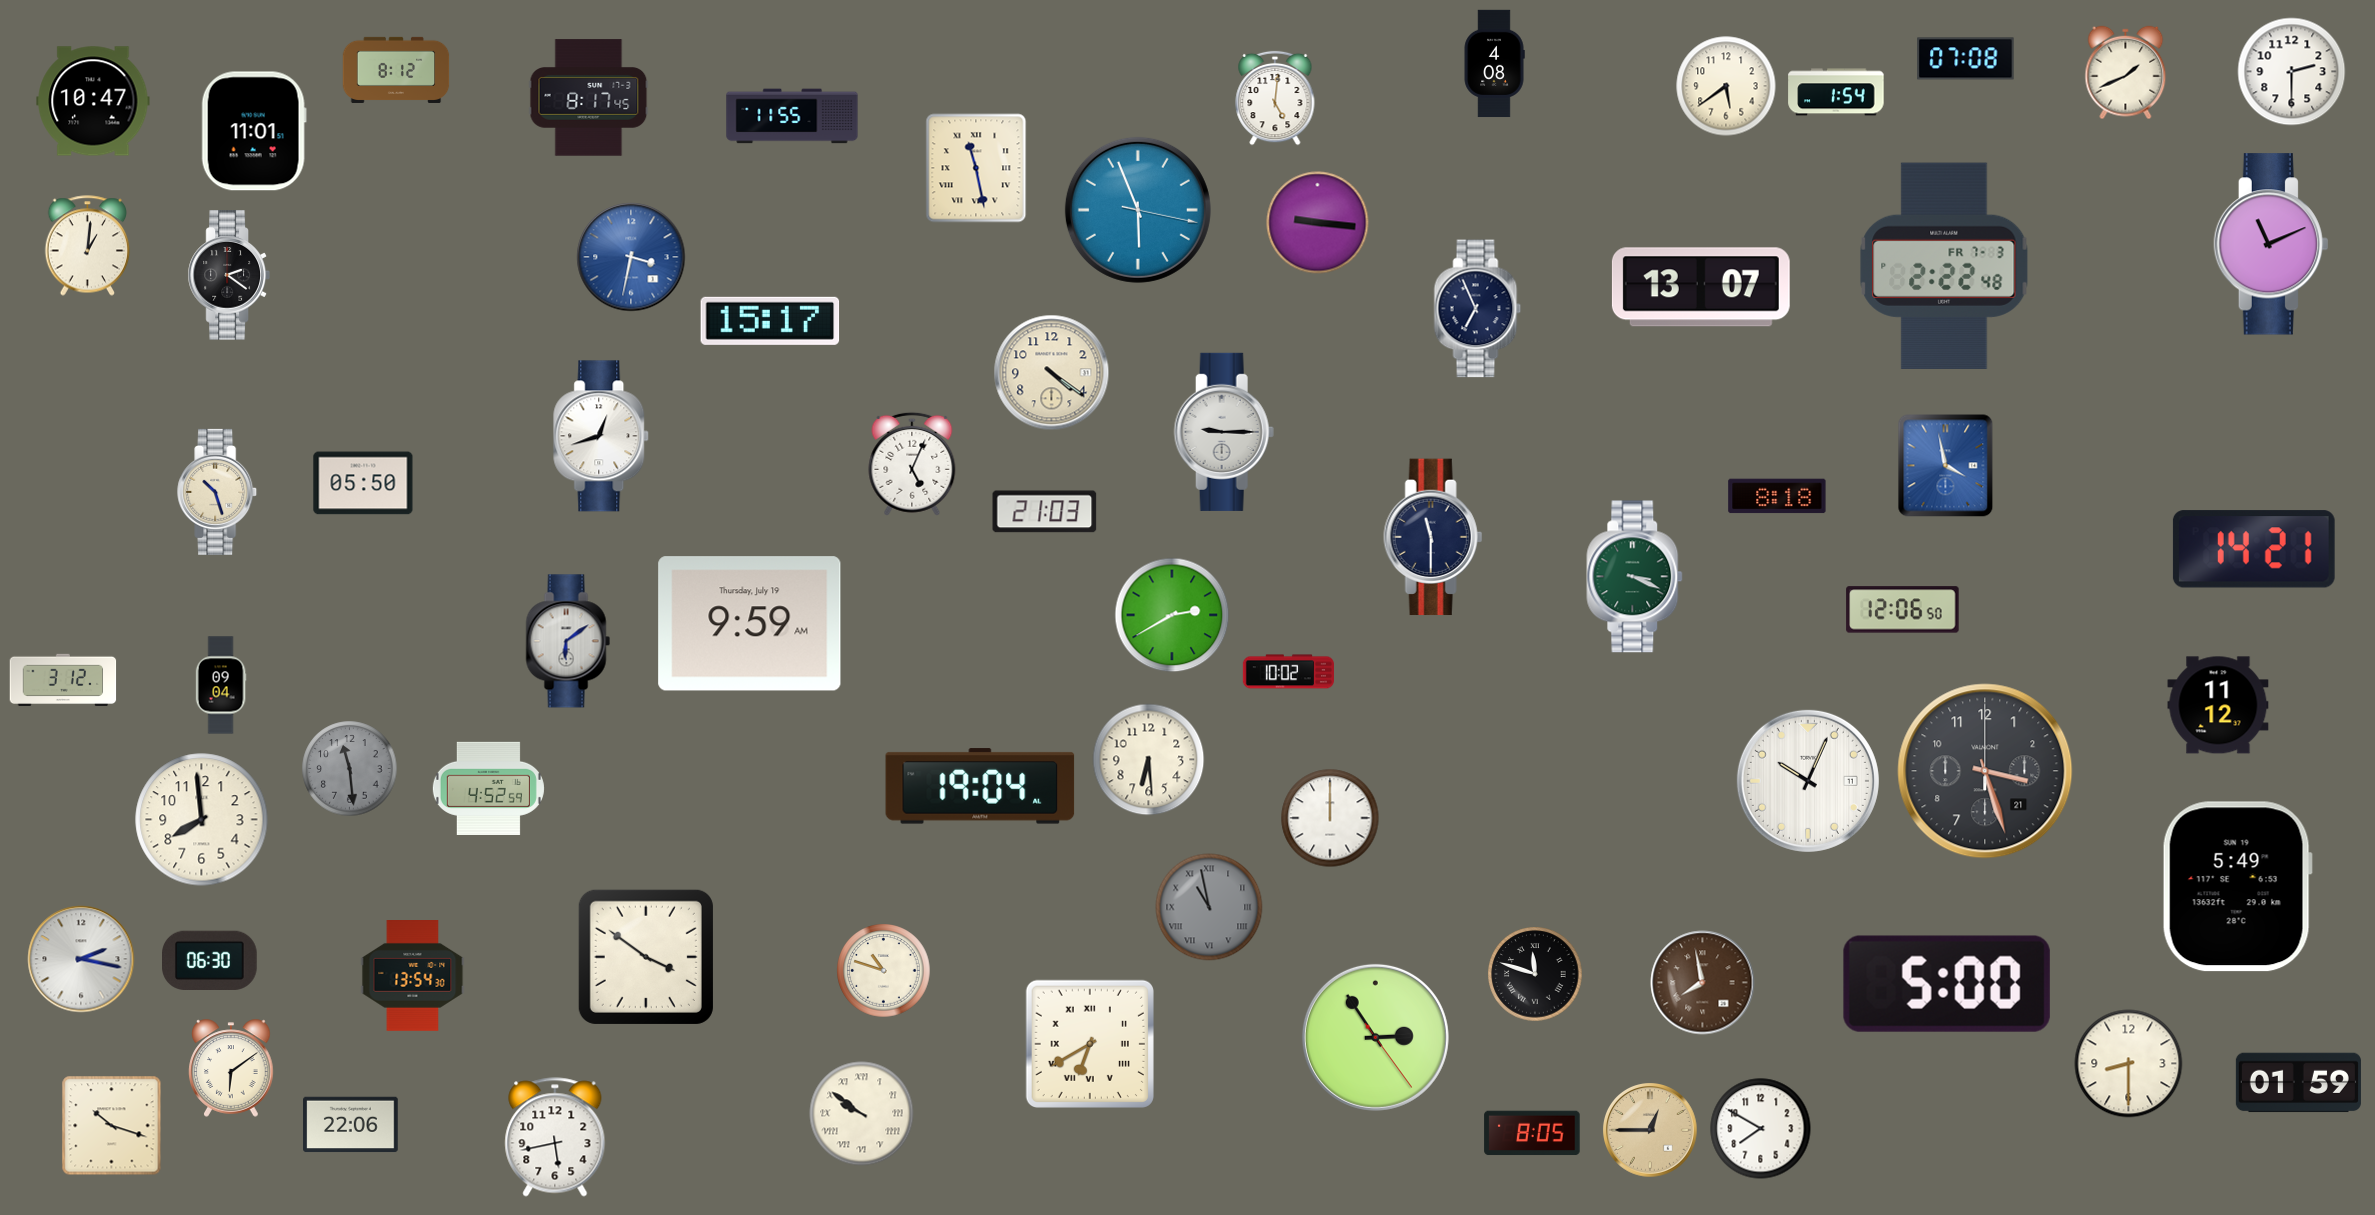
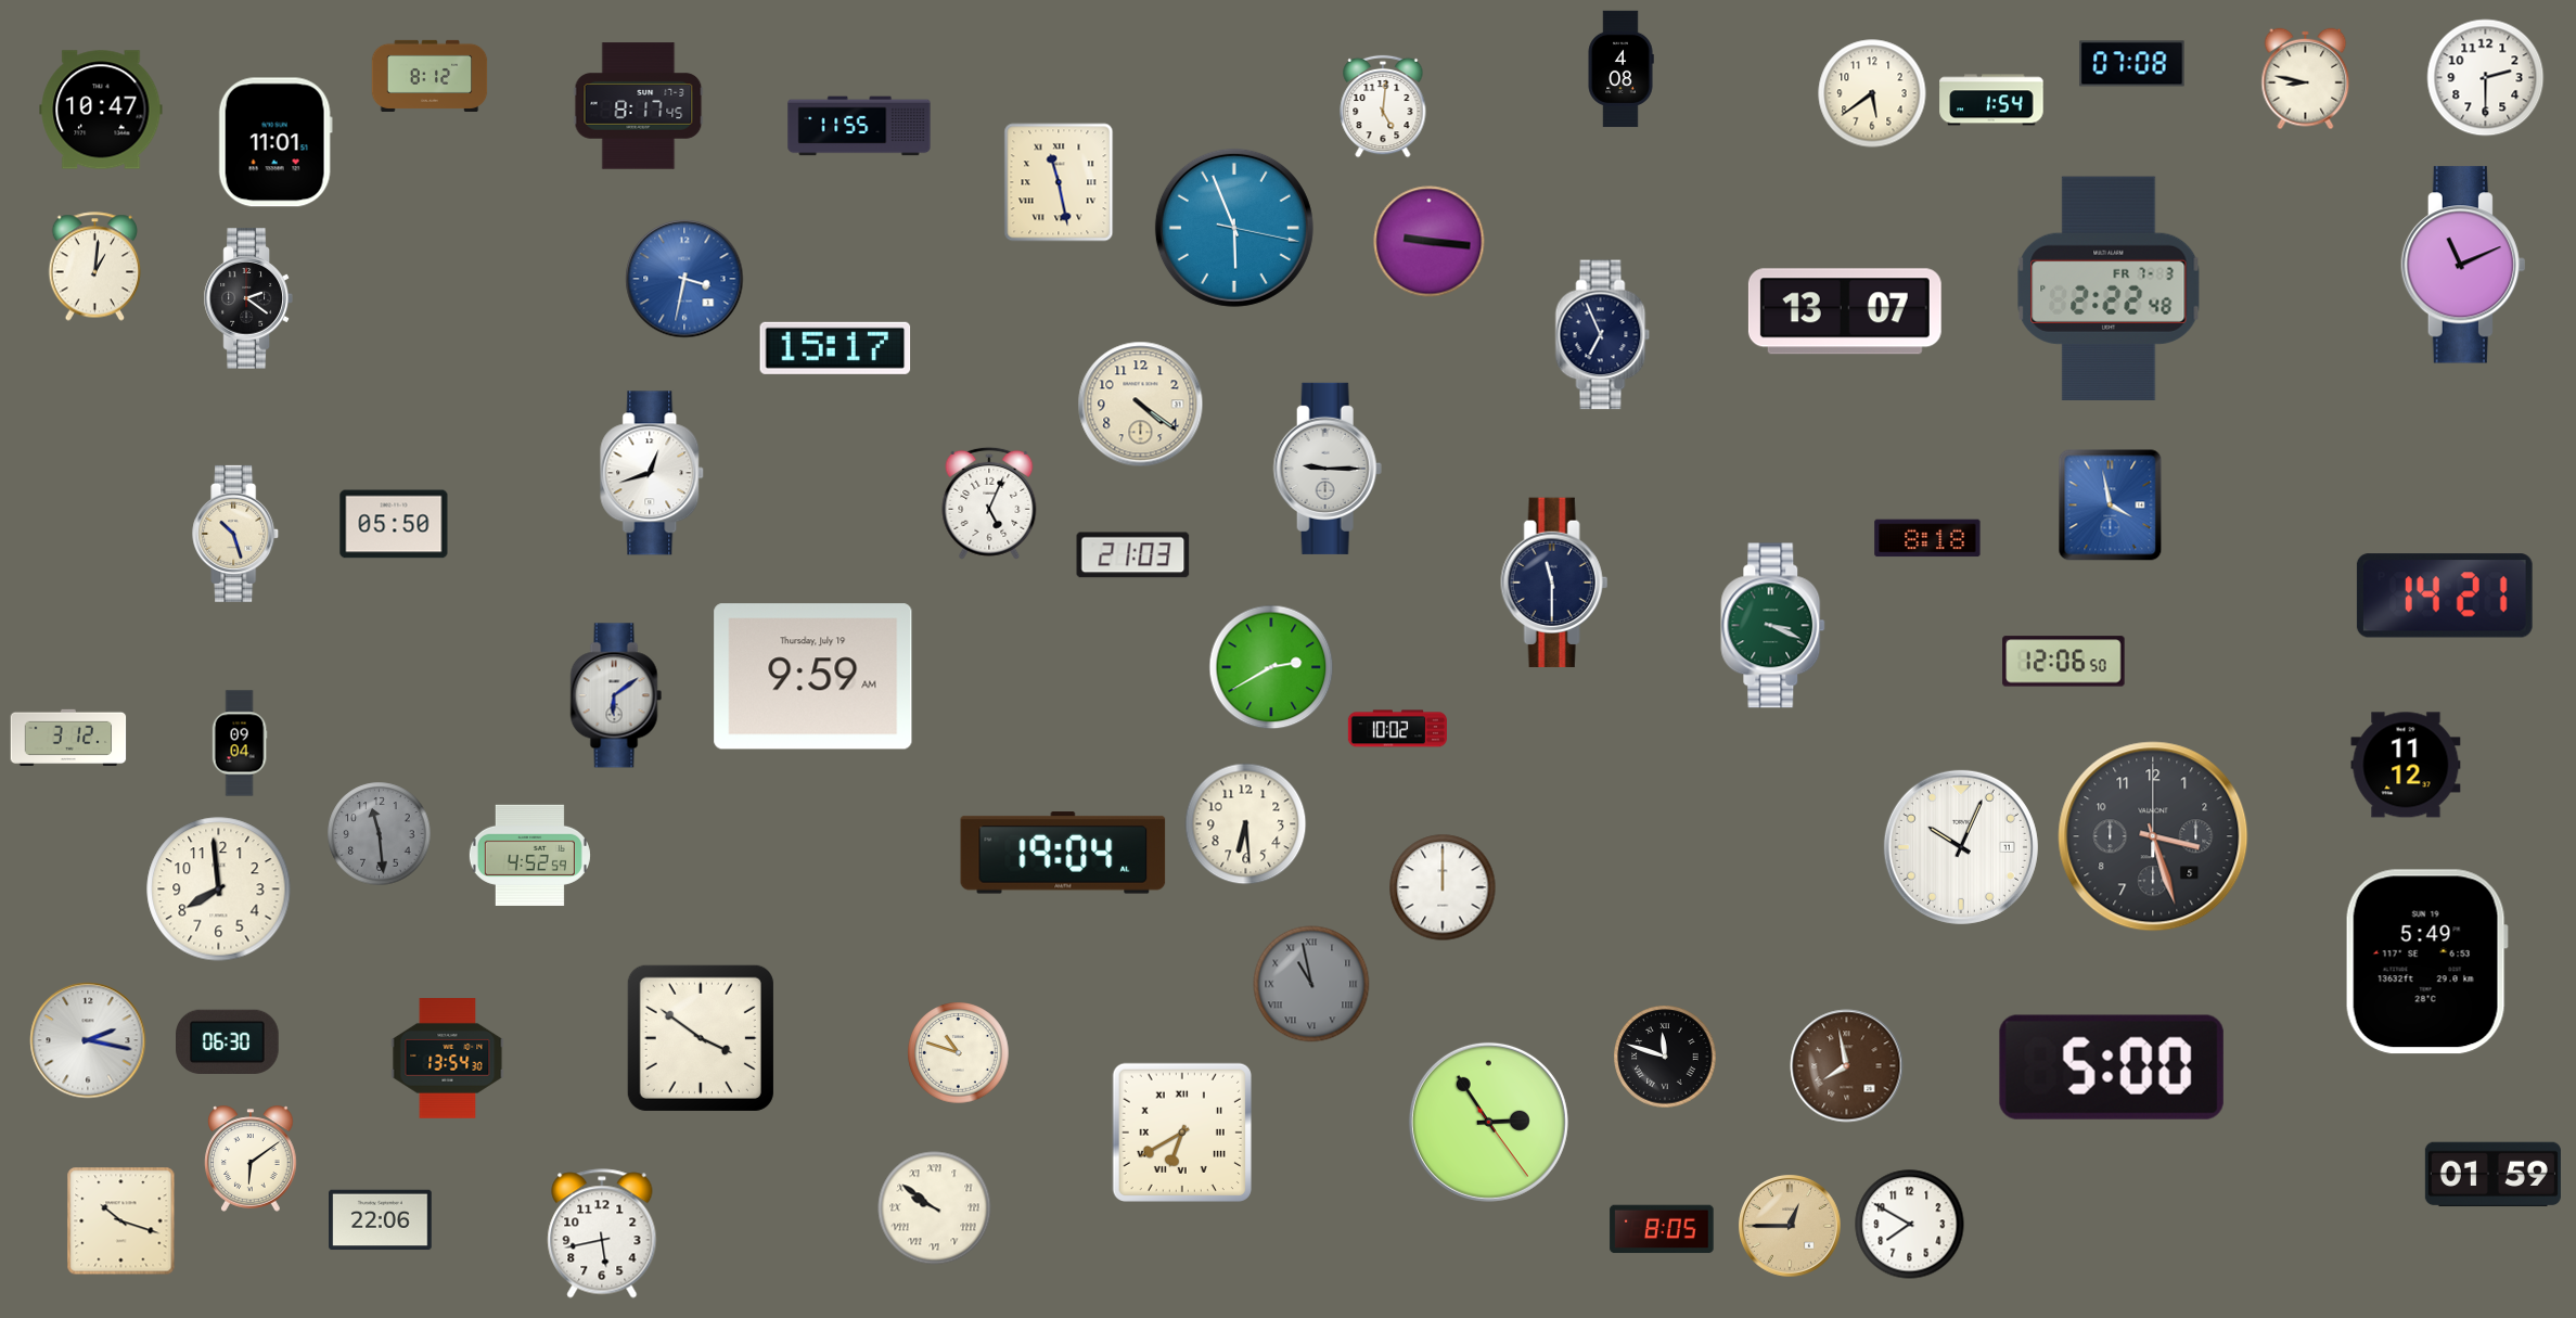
clock at (2126, 73): 1:41 -> 8:47
clock at (1985, 771) date: 21 -> 5
clock at (1375, 1037) position: (1375, 1037) -> (1488, 1122)
clock at (2129, 1064): 8:30 -> none
